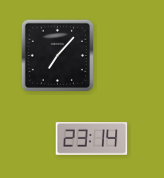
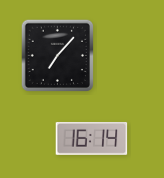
clock at (92, 139): 23:14 -> 16:14
